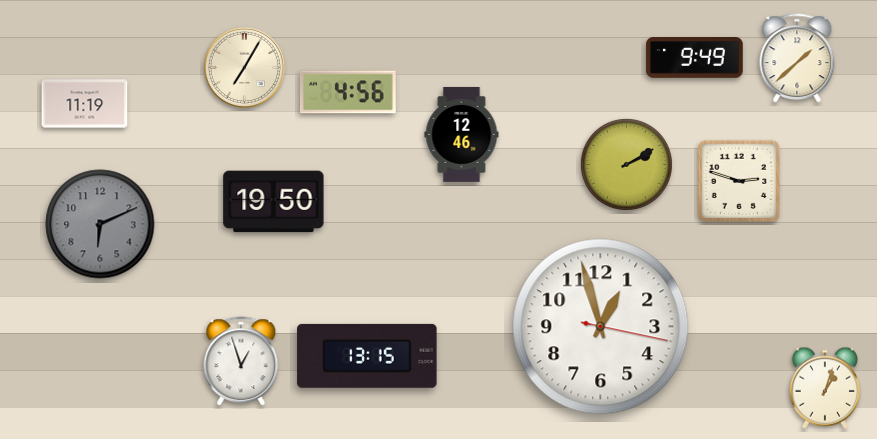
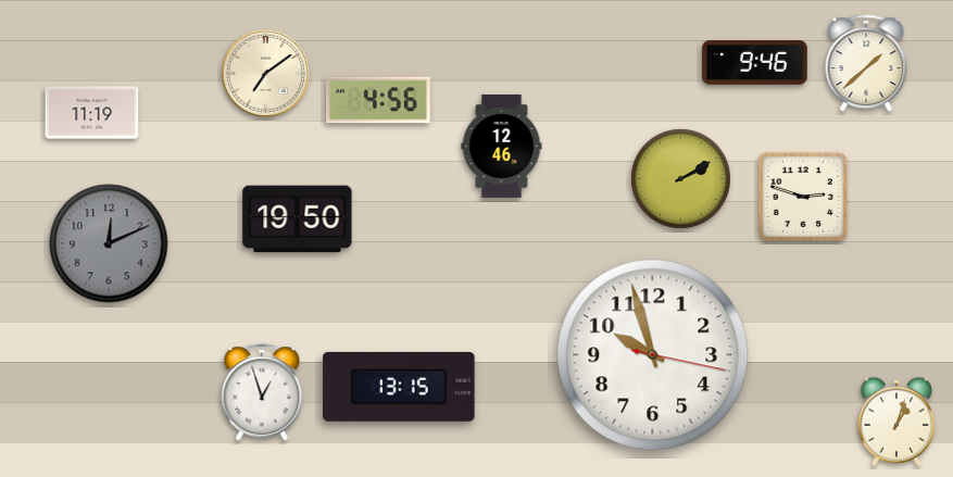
clock at (695, 58): 9:49 -> 9:46
clock at (244, 67): 7:05 -> 7:09
clock at (100, 224): 6:11 -> 12:11
clock at (601, 327): 12:57 -> 9:57
